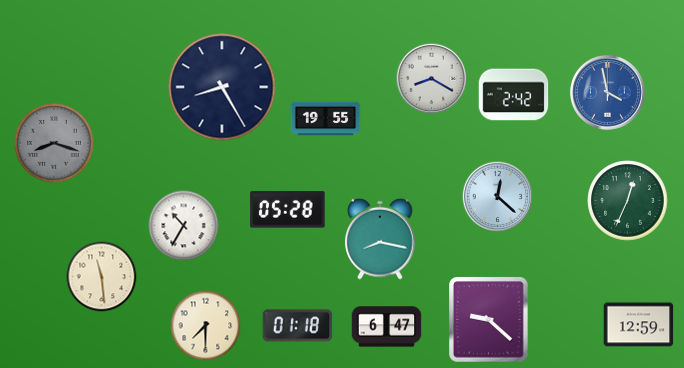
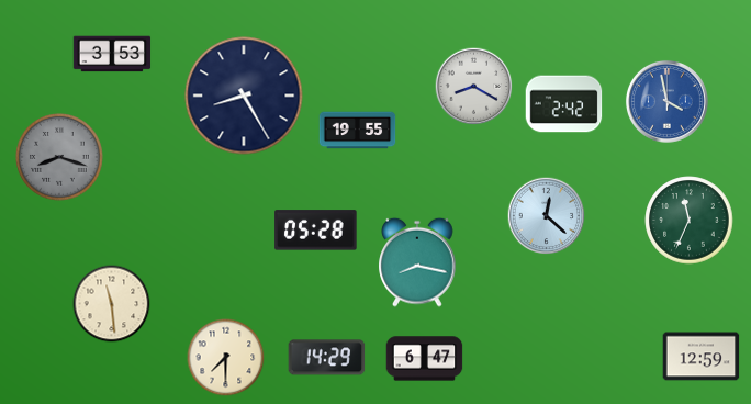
clock at (112, 54): none -> 3:53
clock at (628, 201): 12:34 -> 11:34
clock at (184, 226): 10:35 -> none
clock at (489, 320): 9:22 -> none
clock at (298, 326): 01:18 -> 14:29
